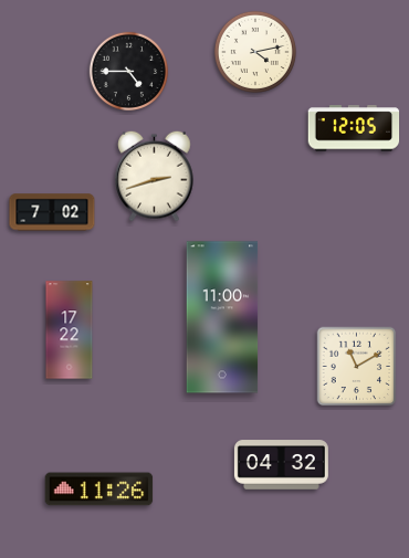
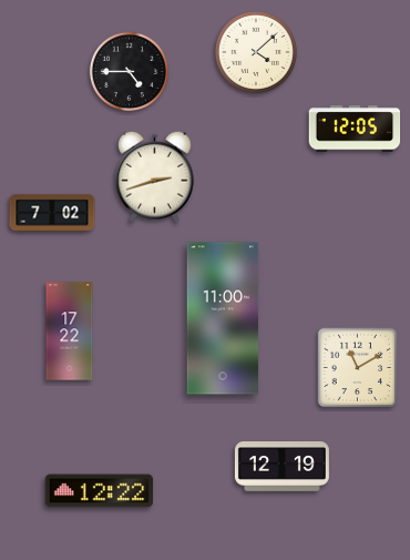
clock at (255, 52): 4:13 -> 4:08
clock at (281, 465): 04:32 -> 12:19
clock at (99, 489): 11:26 -> 12:22
